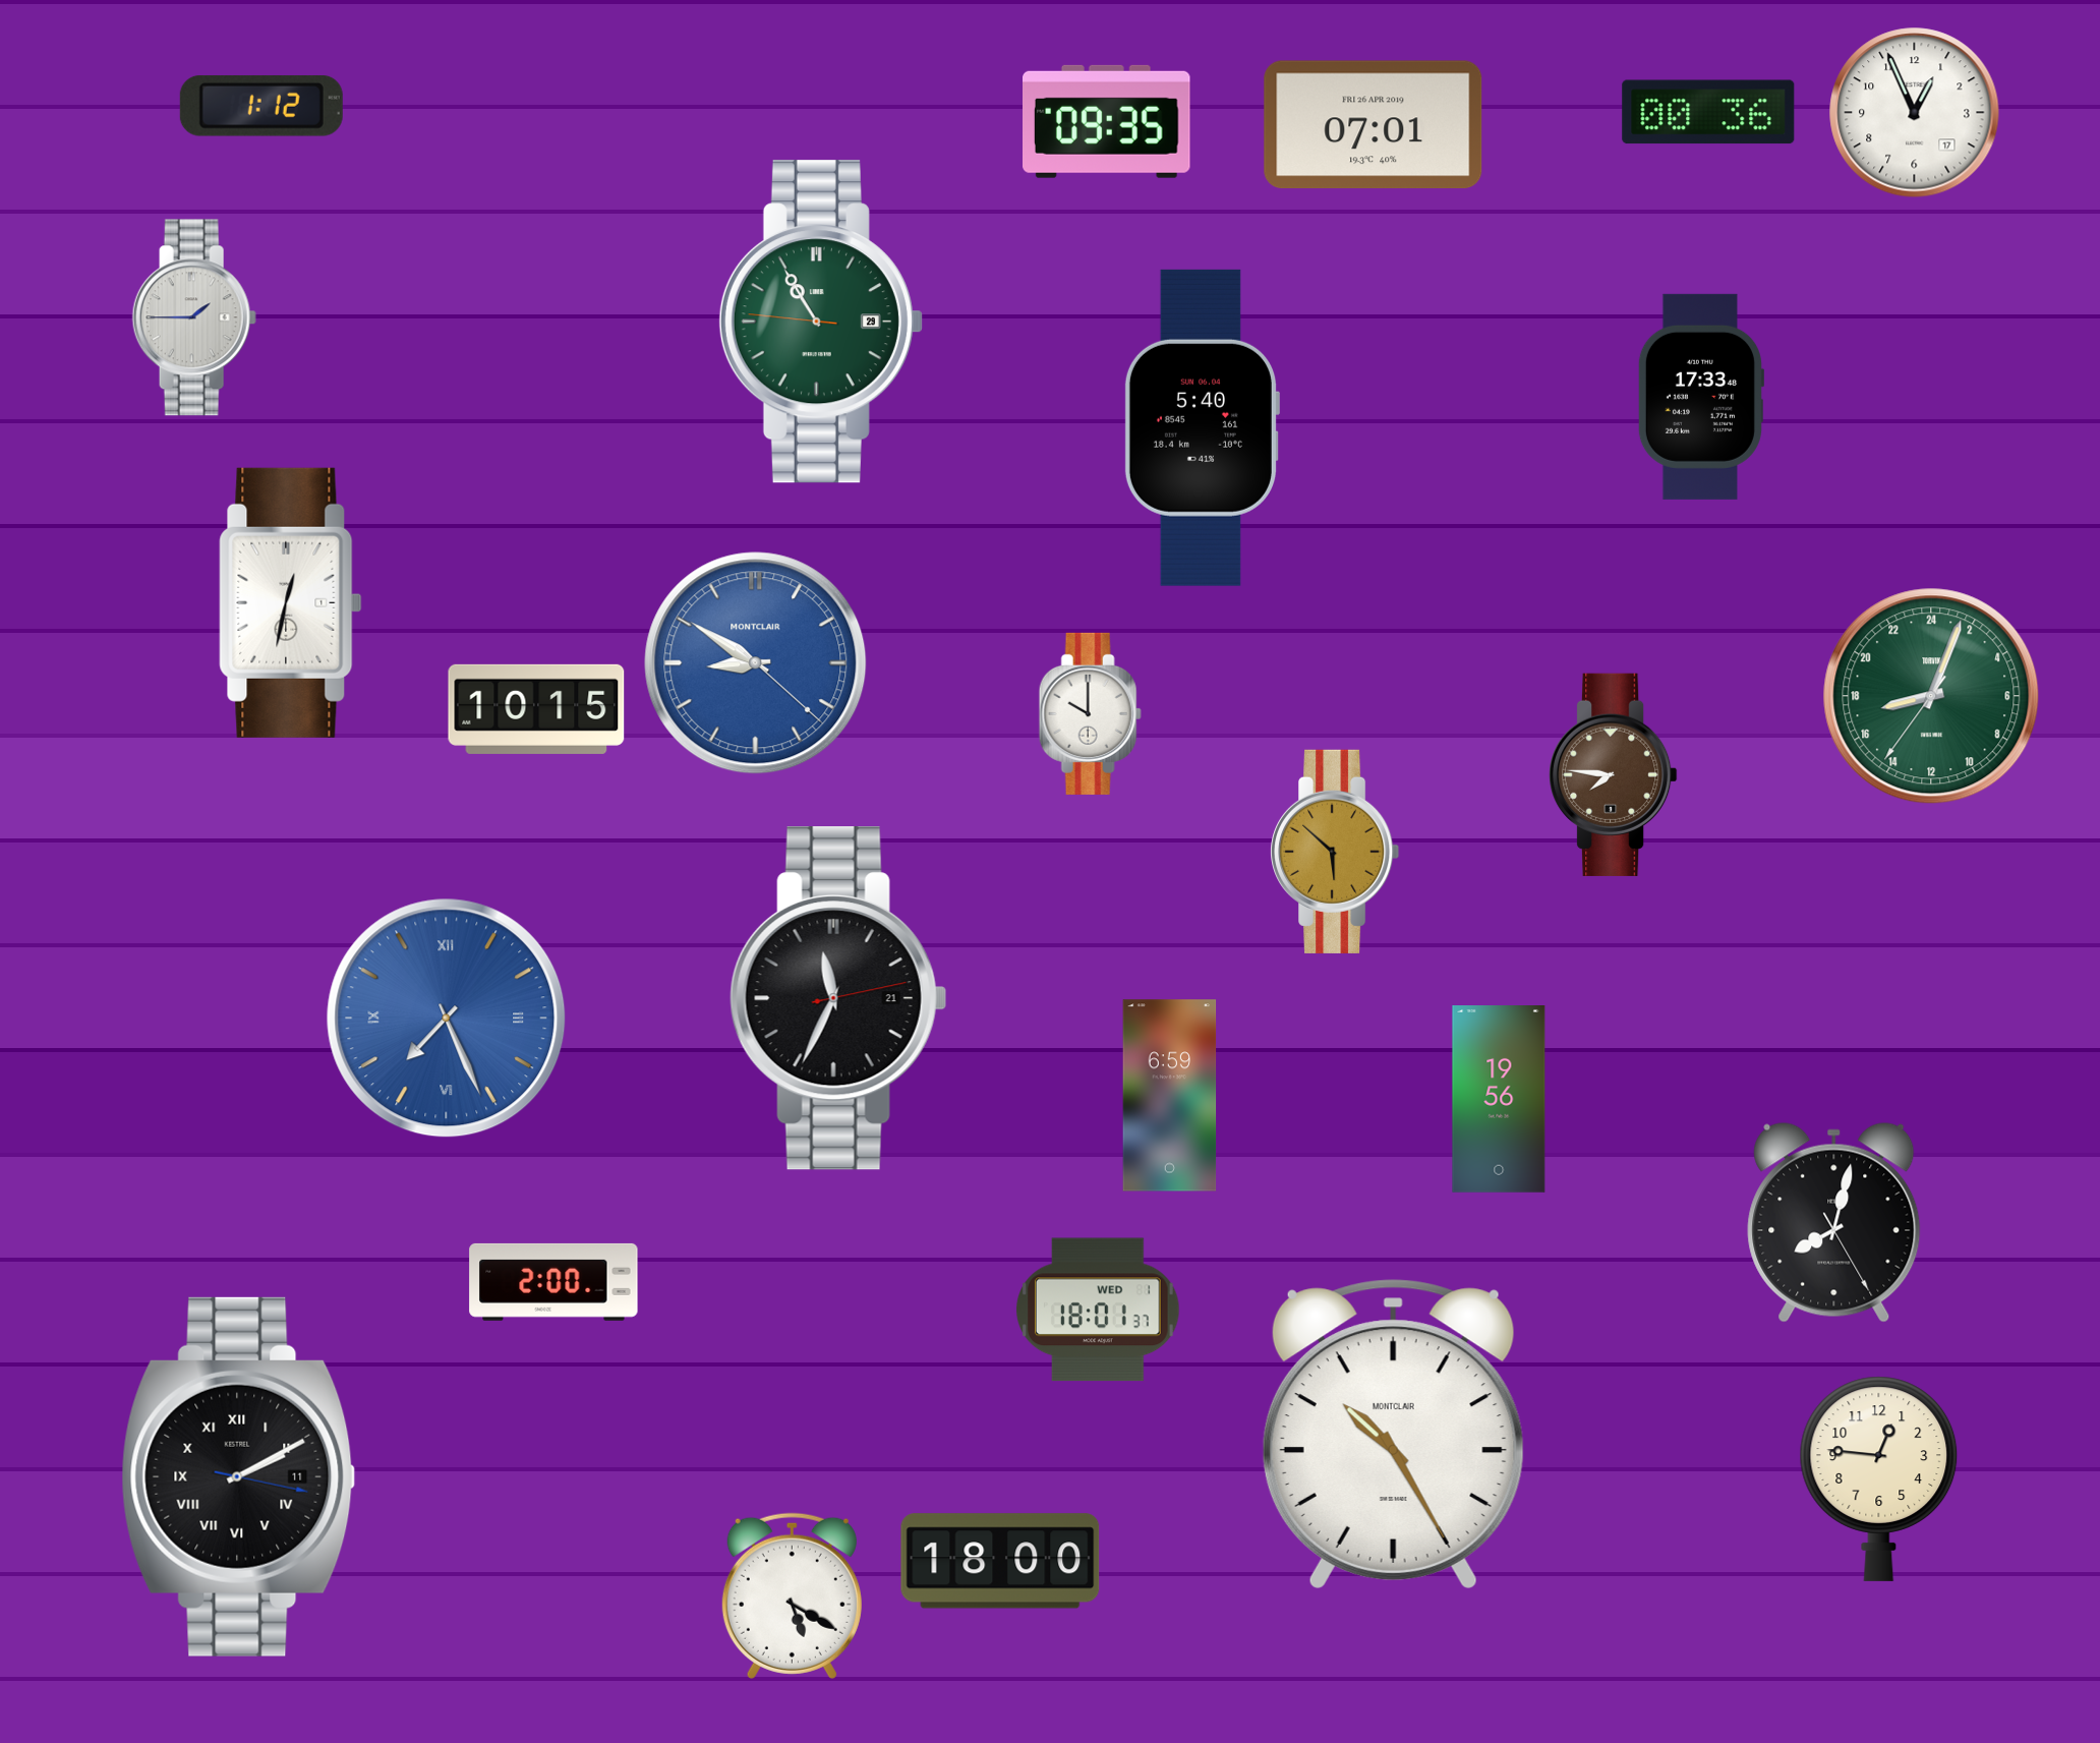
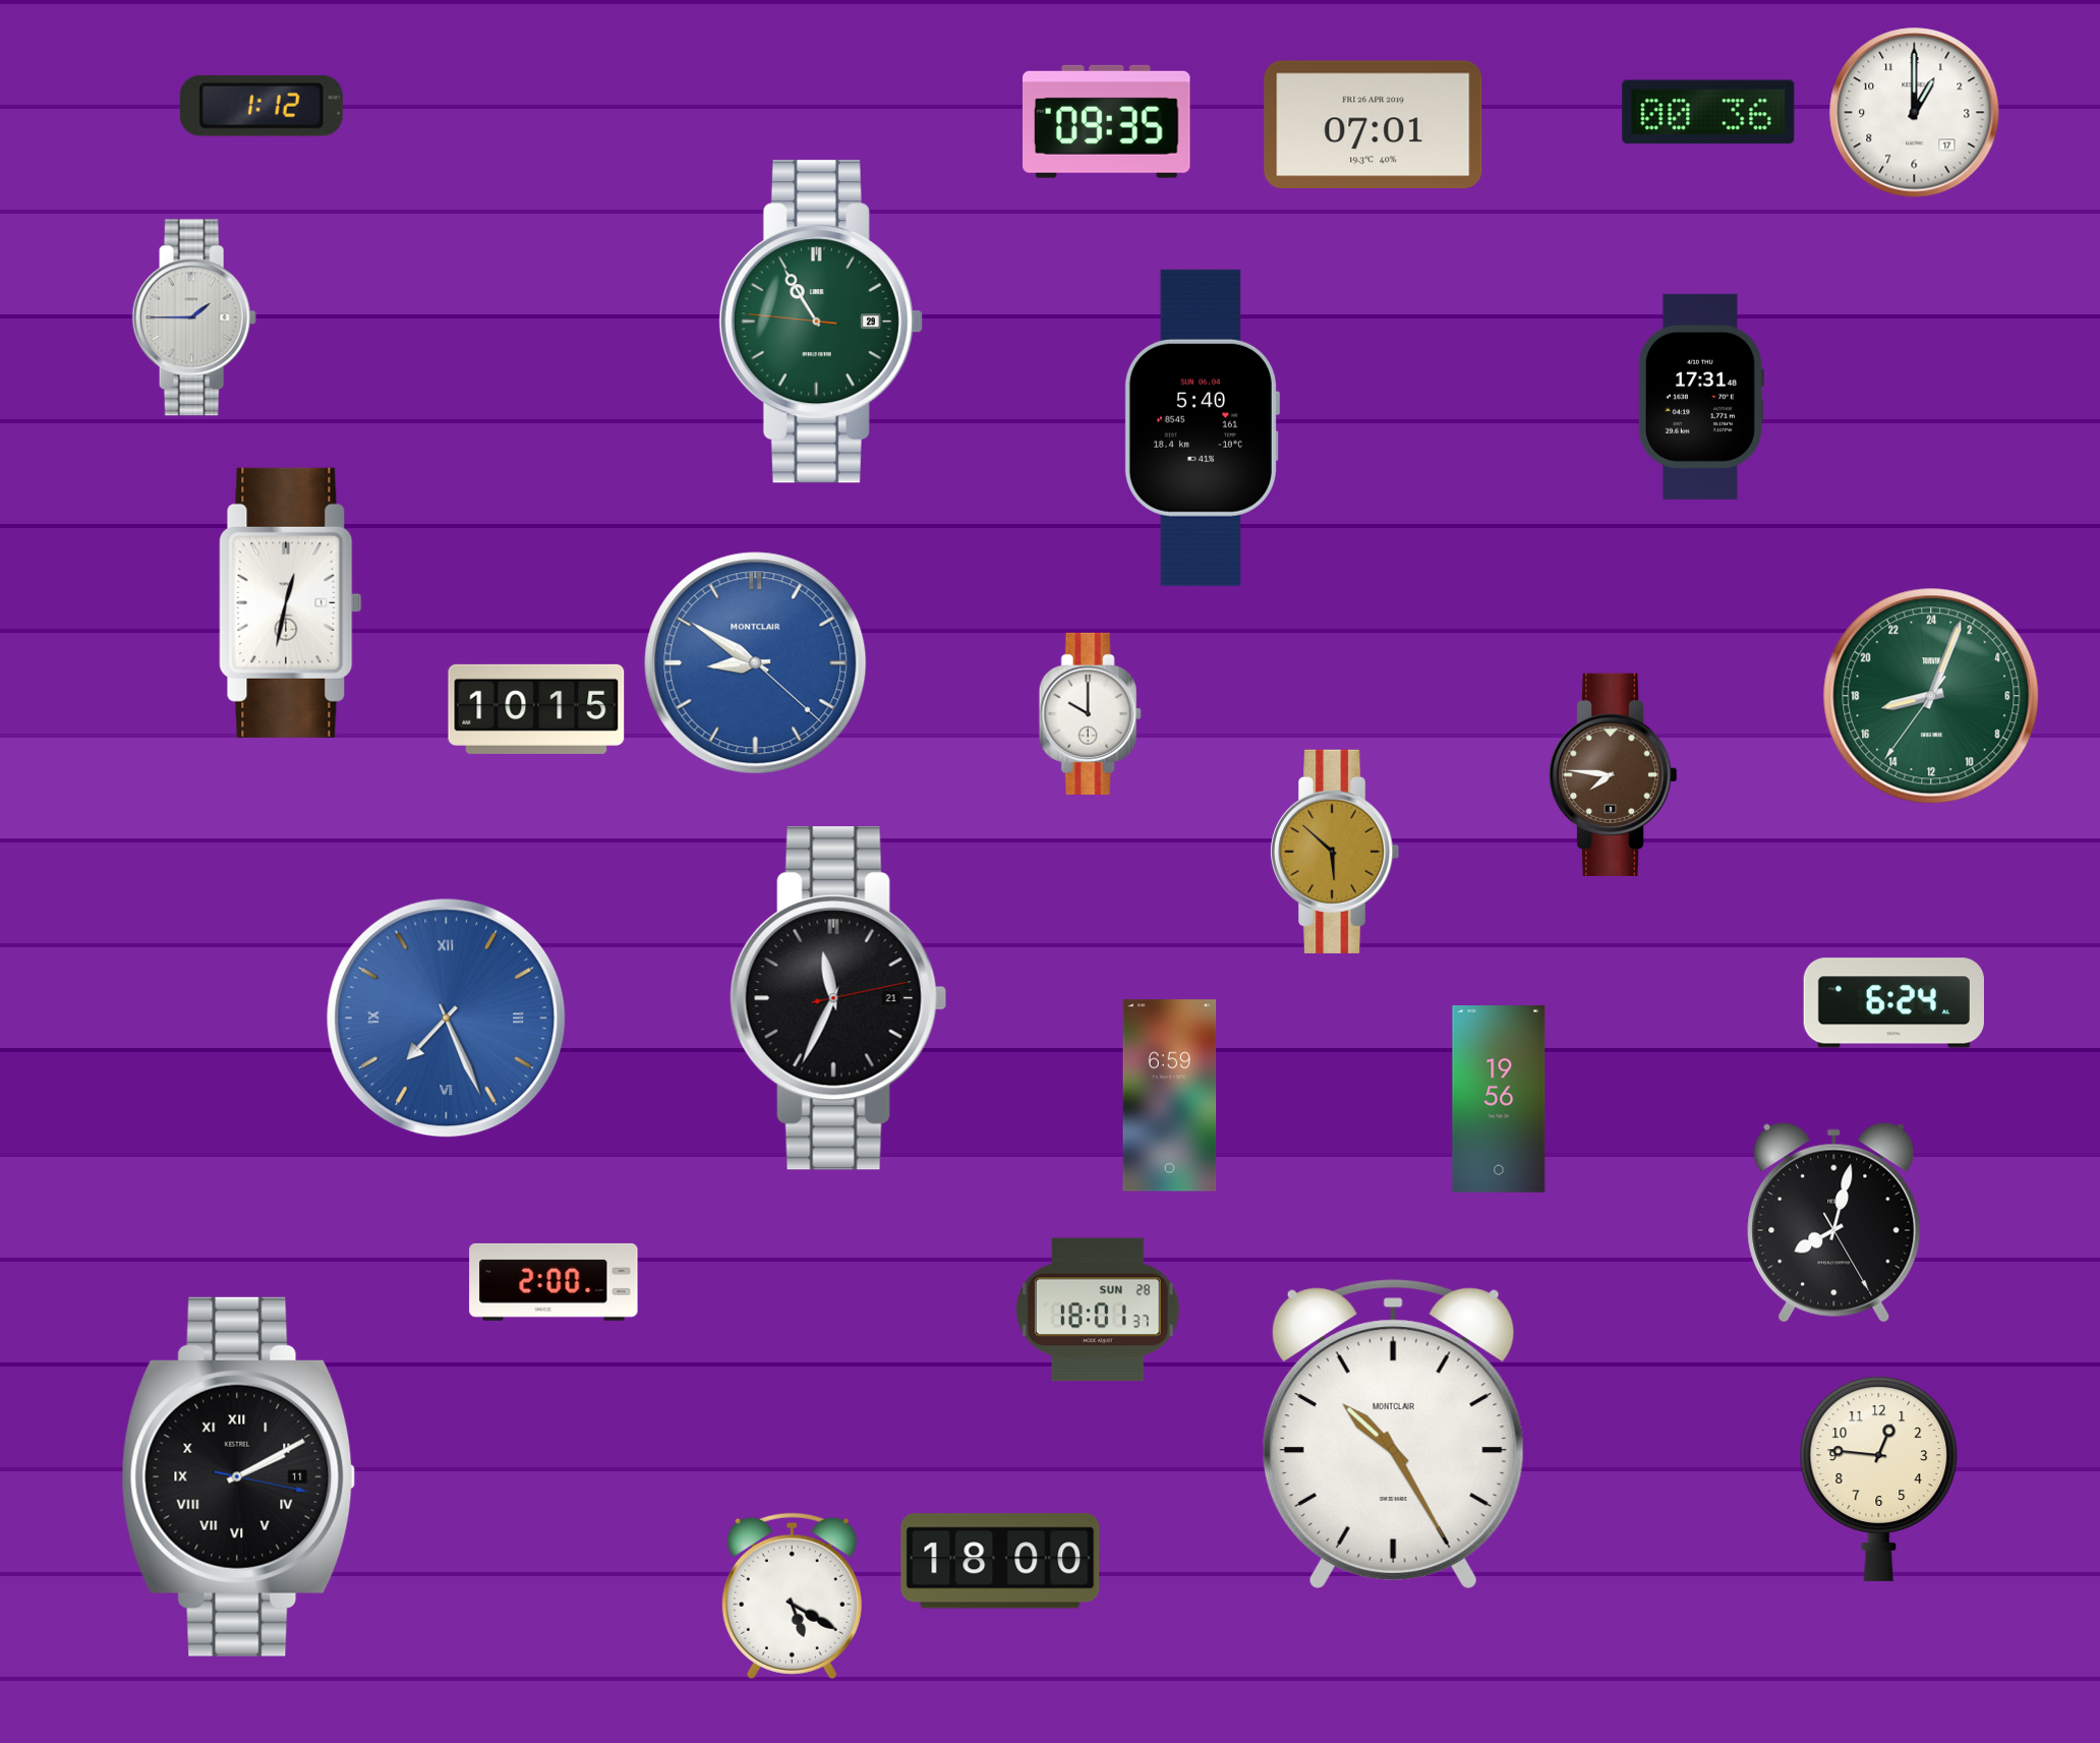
clock at (1915, 113): 12:56 -> 1:00
clock at (1700, 397): 17:33 -> 17:31
clock at (1893, 1003): none -> 6:24
clock at (1098, 1310) date: WED 1 -> SUN 28
